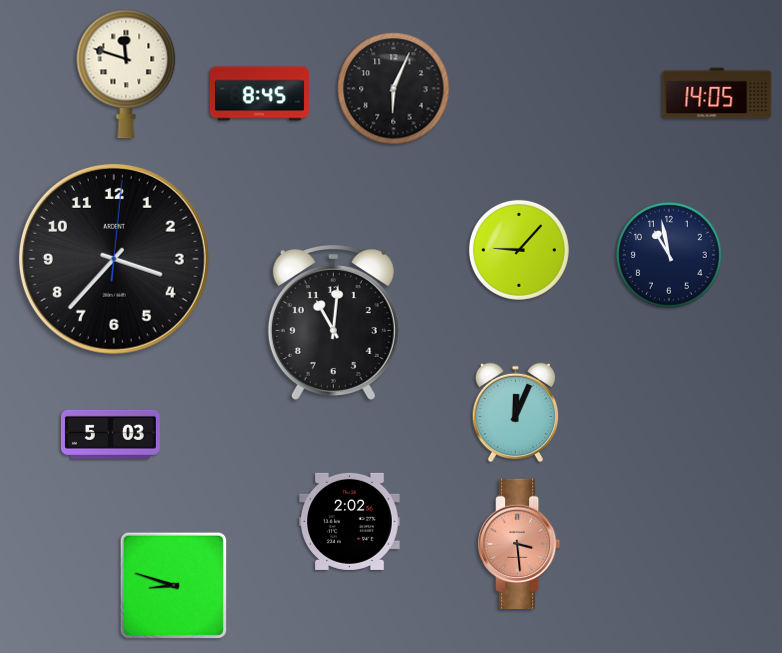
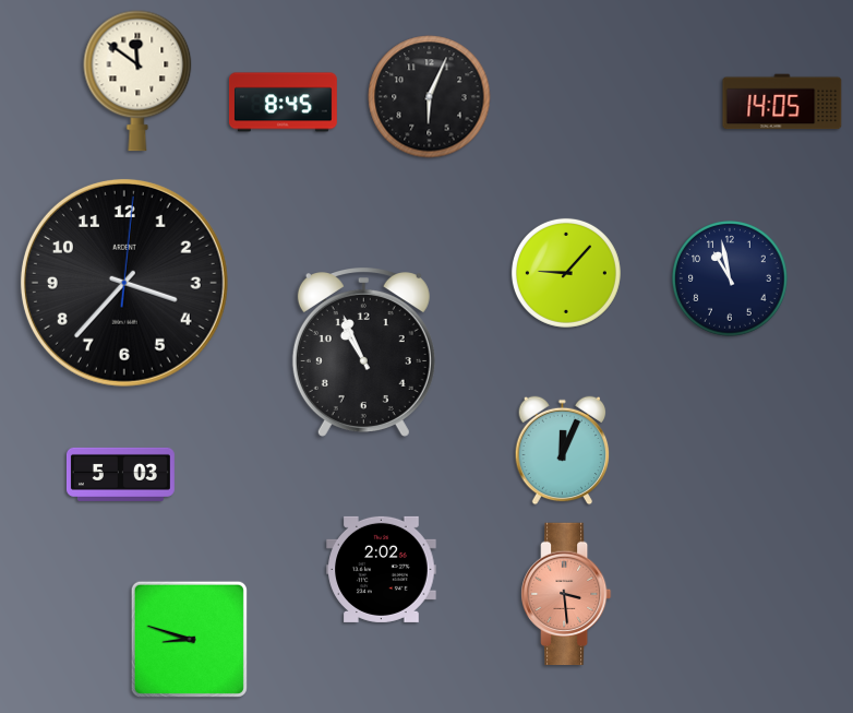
clock at (126, 74): 11:48 -> 11:51
clock at (333, 323): 11:01 -> 10:56
